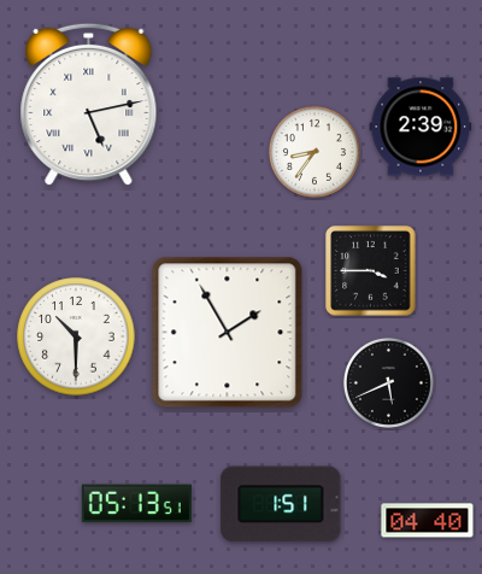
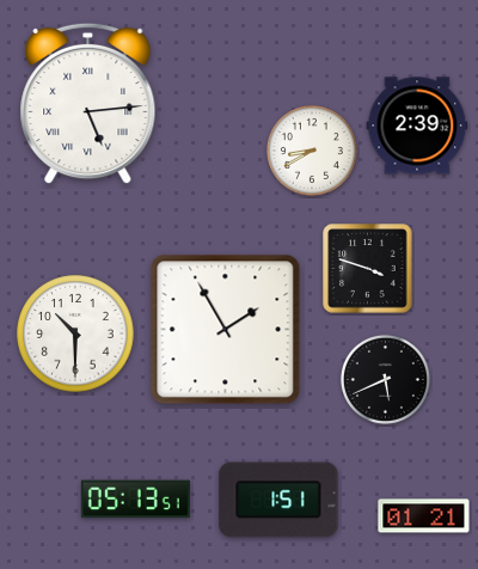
clock at (89, 105): 5:13 -> 5:14
clock at (315, 152): 8:36 -> 8:40
clock at (371, 271): 3:45 -> 3:48
clock at (428, 521): 04:40 -> 01:21
